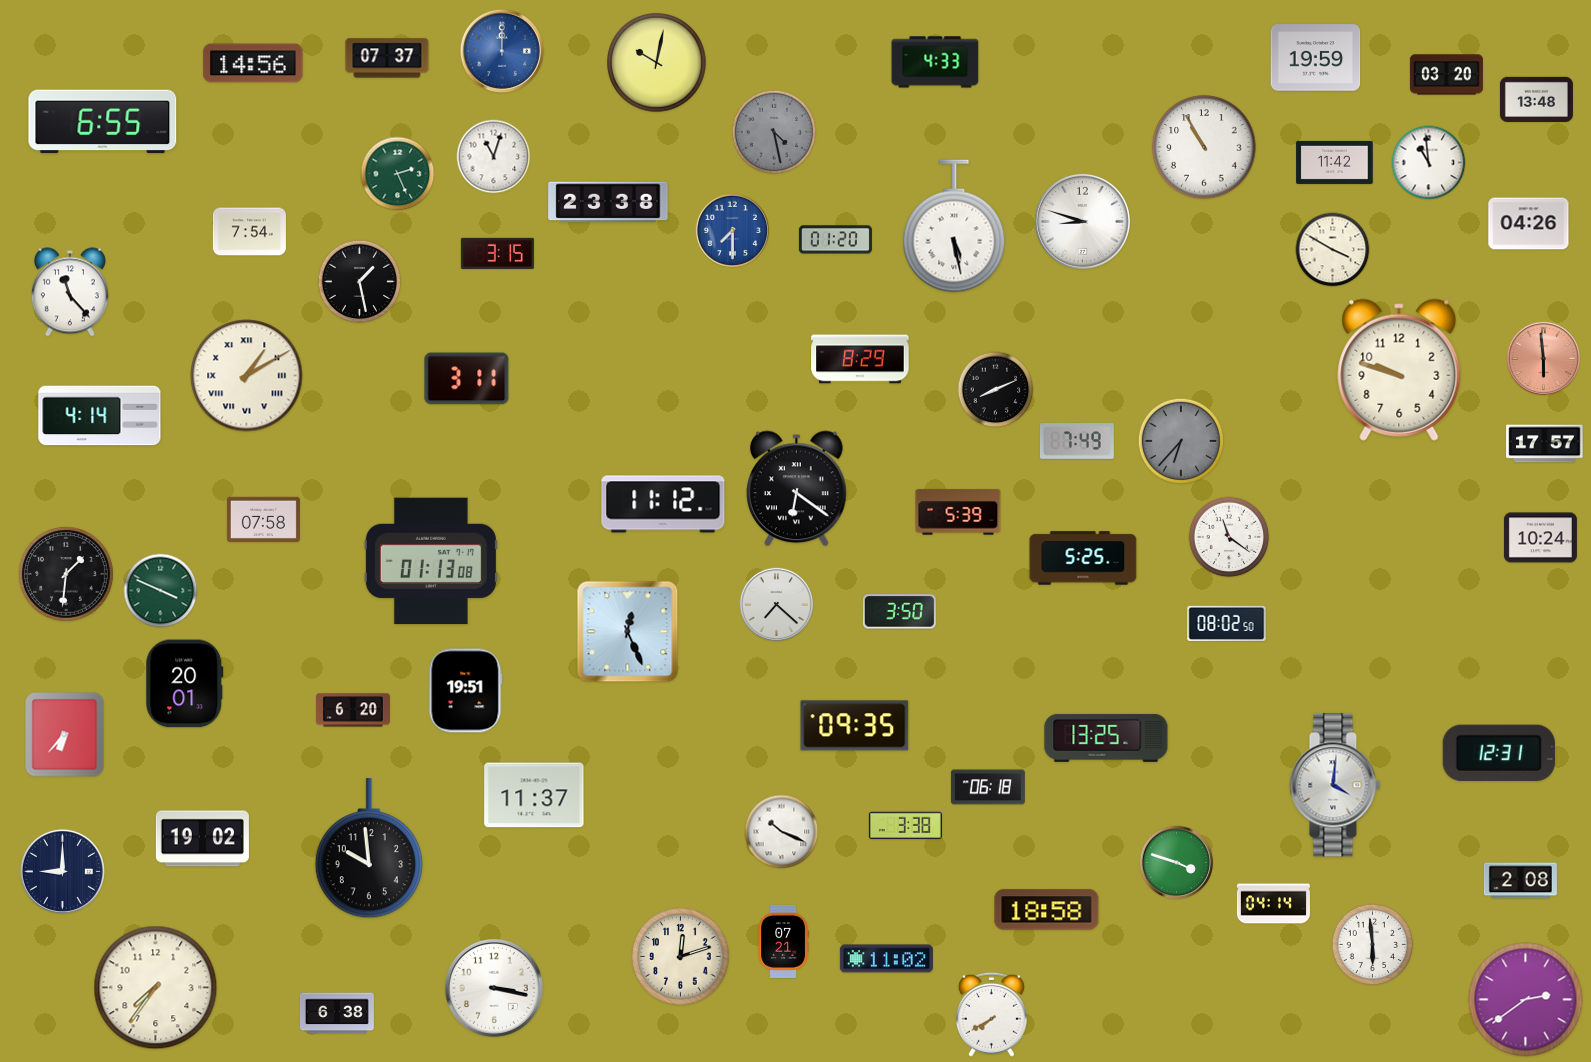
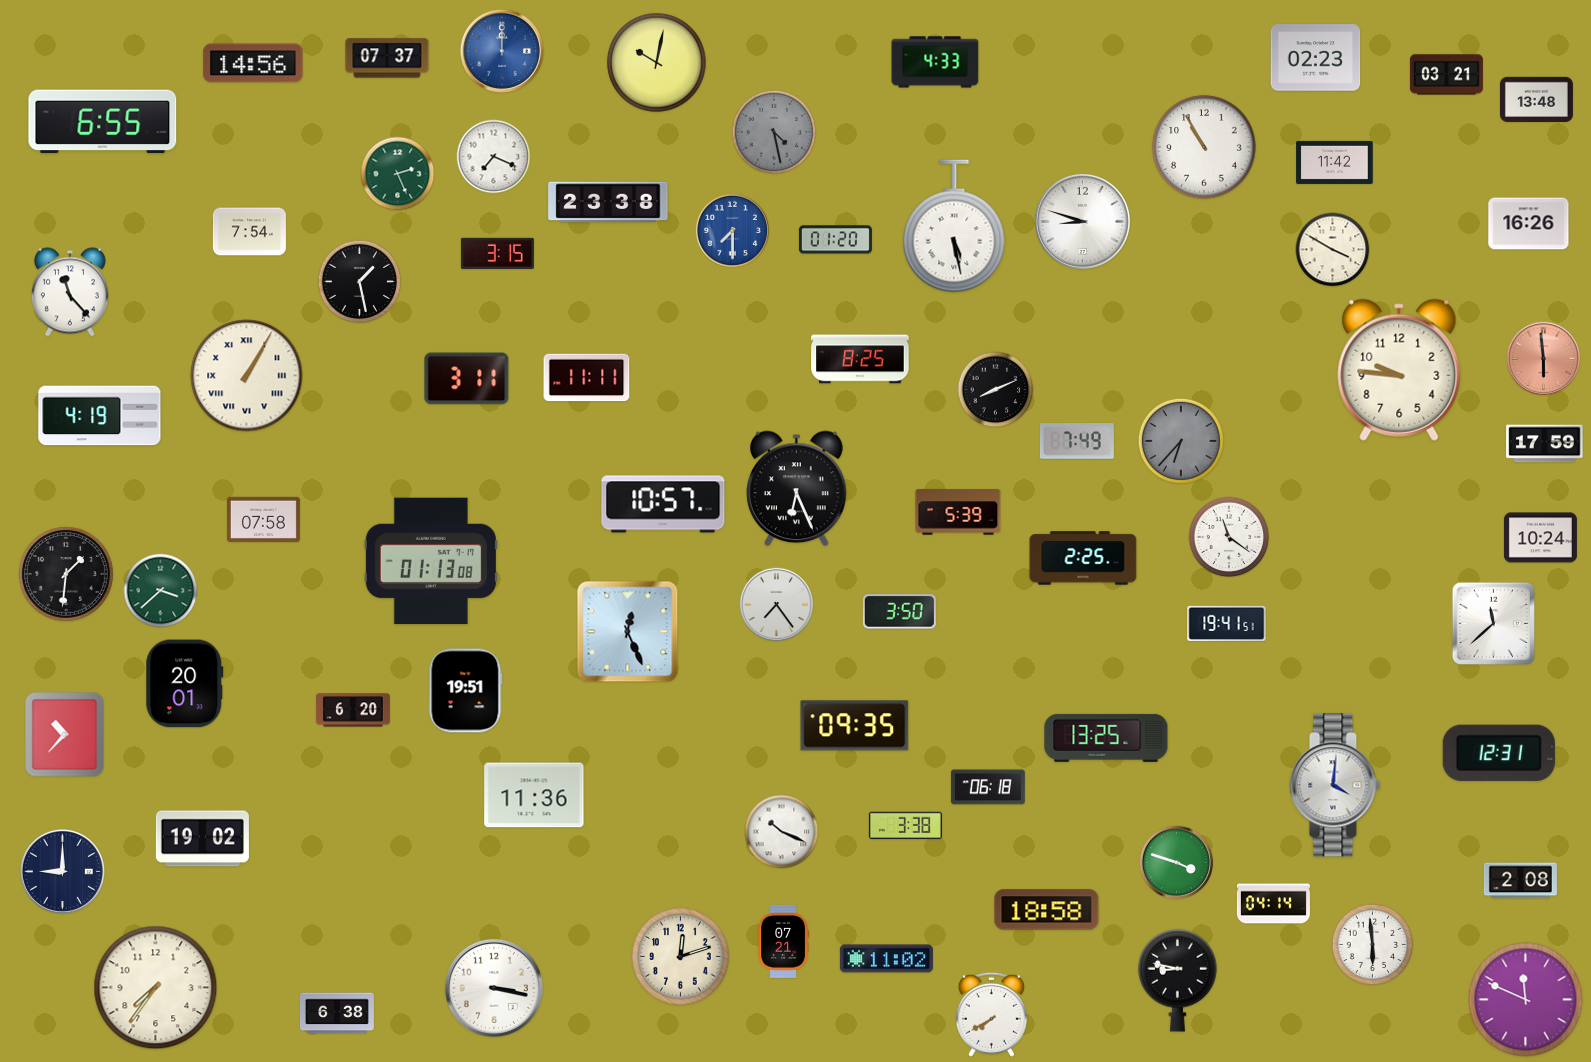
clock at (1316, 58): 19:59 -> 02:23
clock at (1446, 75): 03:20 -> 03:21
clock at (494, 157): 11:03 -> 7:19
clock at (1429, 163): 10:59 -> none
clock at (1529, 224): 04:26 -> 16:26
clock at (860, 359): 8:29 -> 8:25
clock at (1399, 370): 9:48 -> 9:46
clock at (247, 376): 1:10 -> 1:05
clock at (587, 378): none -> 11:11
clock at (100, 416): 4:14 -> 4:19
clock at (1545, 444): 17:57 -> 17:59
clock at (797, 489): 6:21 -> 6:26
clock at (663, 504): 11:12 -> 10:57
clock at (1083, 558): 5:25 -> 2:25
clock at (161, 591): 3:49 -> 3:38
clock at (776, 604): 7:22 -> 7:24
clock at (1493, 623): none -> 11:38
clock at (1227, 624): 08:02 -> 19:41
clock at (65, 735): 6:37 -> 10:37
clock at (534, 795): 11:37 -> 11:36
clock at (369, 849): 9:59 -> none
clock at (1178, 980): none -> 8:47
clock at (1526, 1000): 2:39 -> 11:49
